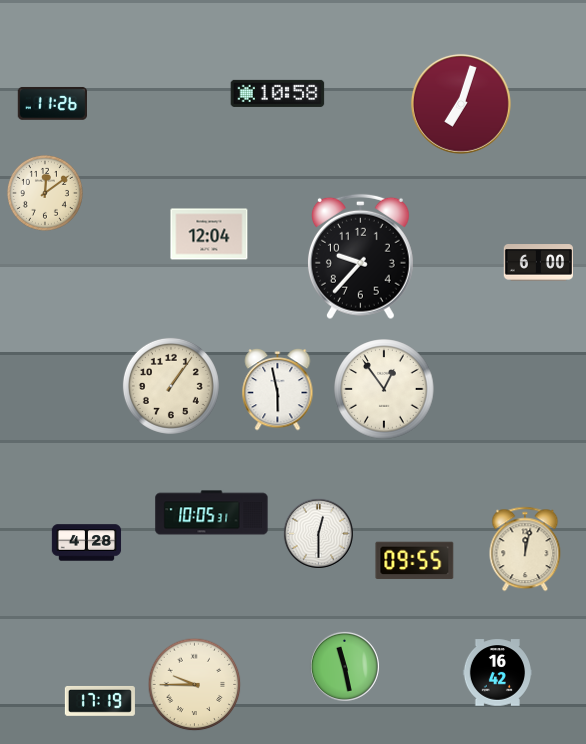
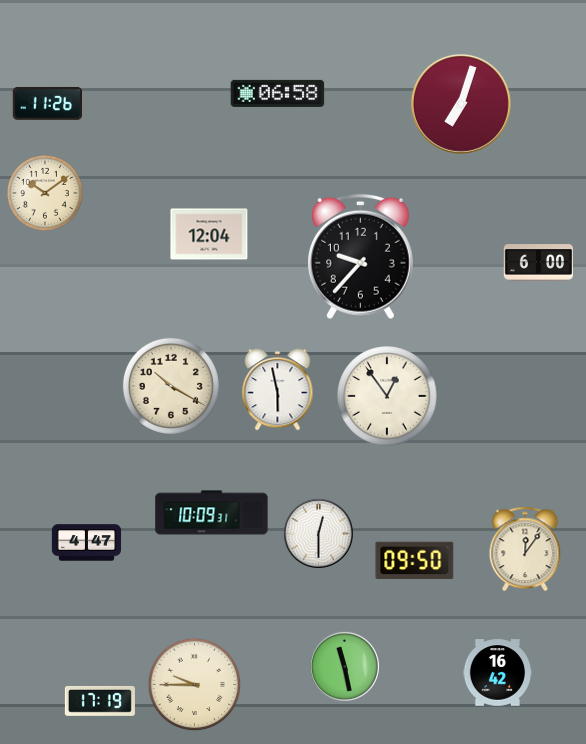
clock at (278, 93): 10:58 -> 06:58
clock at (52, 103) position: (52, 103) -> (47, 103)
clock at (45, 193): 12:09 -> 10:09
clock at (171, 386): 1:06 -> 10:20
clock at (384, 389) position: (384, 389) -> (387, 396)
clock at (212, 513): 10:05 -> 10:09
clock at (87, 543): 4:28 -> 4:47
clock at (525, 549): 12:02 -> 12:06
clock at (415, 561): 09:55 -> 09:50
